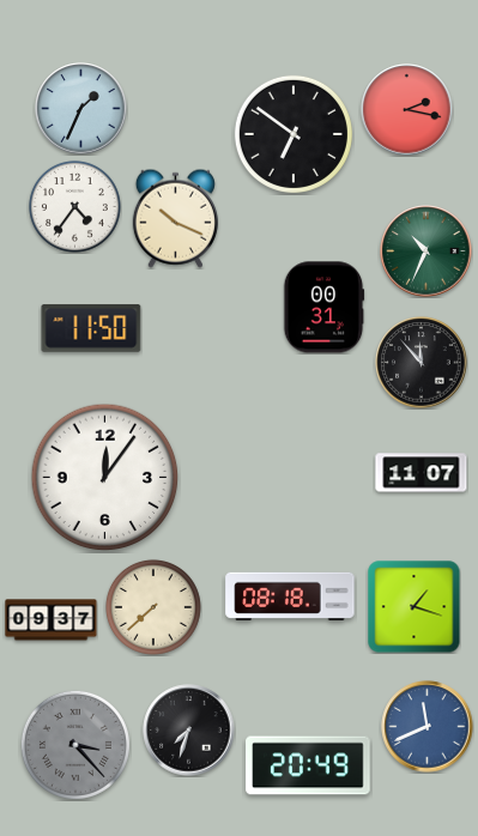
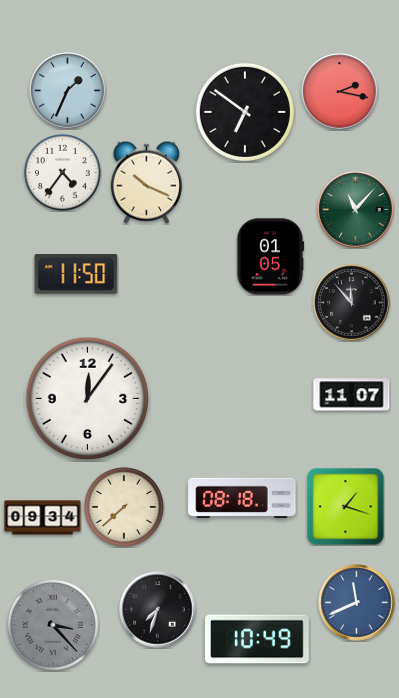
clock at (426, 252): 10:34 -> 11:07
clock at (323, 308): 00:31 -> 01:05
clock at (153, 607) position: (153, 607) -> (124, 507)
clock at (52, 620): 09:37 -> 09:34
clock at (428, 727) position: (428, 727) -> (357, 603)
clock at (75, 745) position: (75, 745) -> (53, 625)
clock at (308, 765): 20:49 -> 10:49
